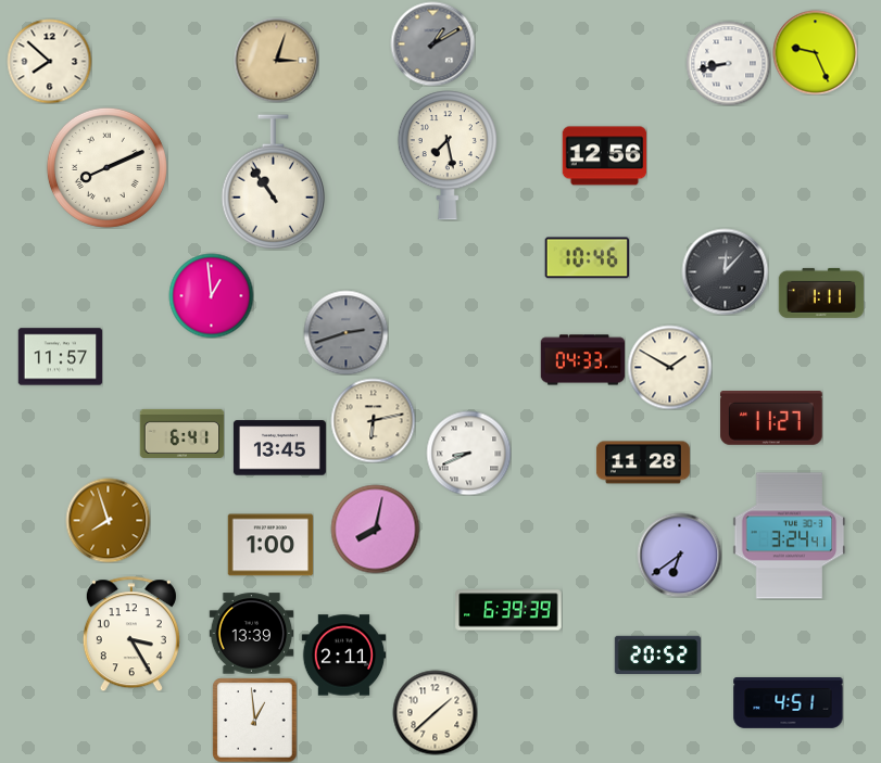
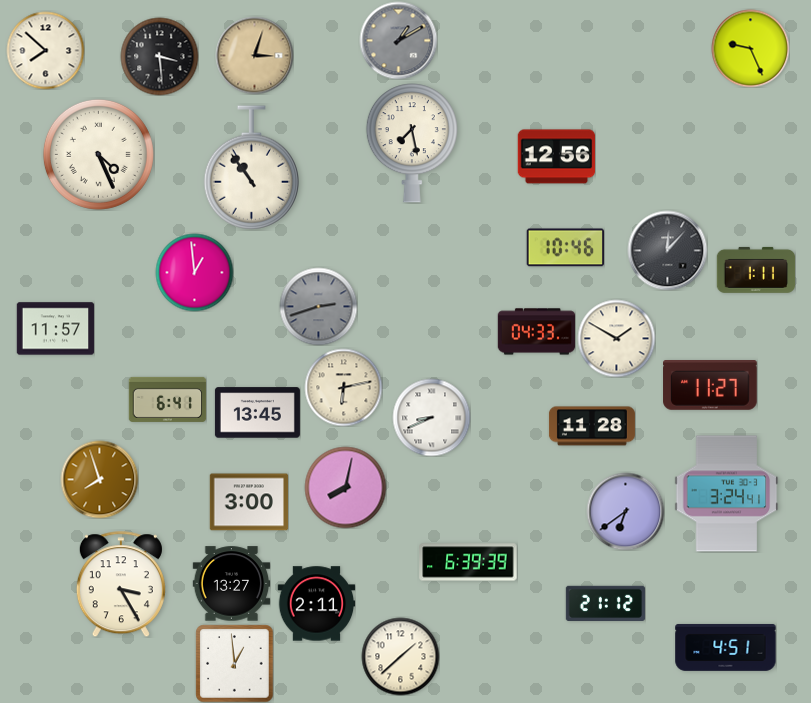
clock at (49, 61) position: (49, 61) -> (45, 50)
clock at (159, 56): none -> 3:29
clock at (728, 63): 8:43 -> none
clock at (604, 156) position: (604, 156) -> (556, 157)
clock at (106, 167): 8:11 -> 4:26
clock at (587, 258) position: (587, 258) -> (565, 248)
clock at (270, 545): 1:00 -> 3:00
clock at (251, 634): 13:39 -> 13:27
clock at (657, 654): 20:52 -> 21:12
